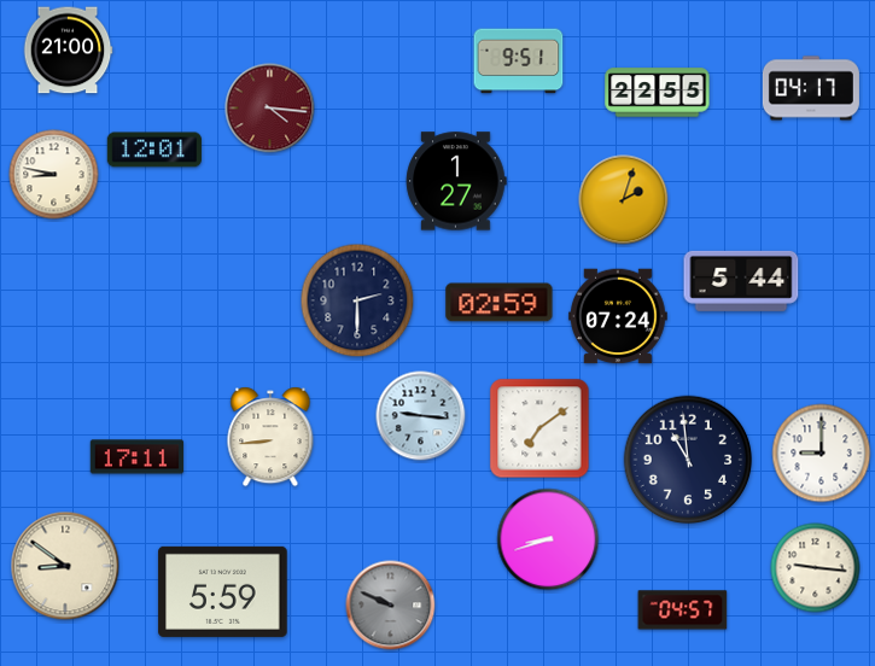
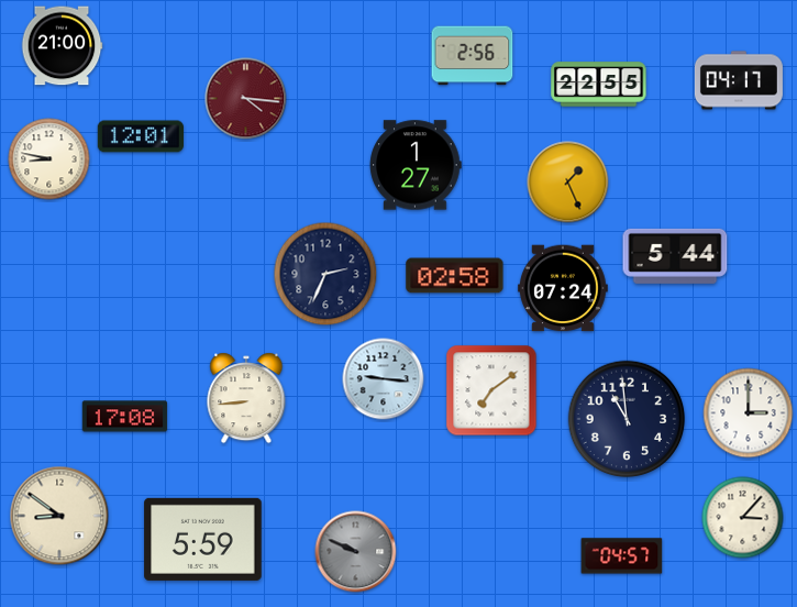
clock at (519, 62): 9:51 -> 2:56
clock at (624, 200): 2:03 -> 1:26
clock at (357, 300): 2:30 -> 2:34
clock at (500, 303): 02:59 -> 02:58
clock at (822, 454): 9:00 -> 3:00
clock at (138, 457): 17:11 -> 17:08
clock at (548, 539): 8:42 -> none
clock at (816, 568): 9:16 -> 3:07
